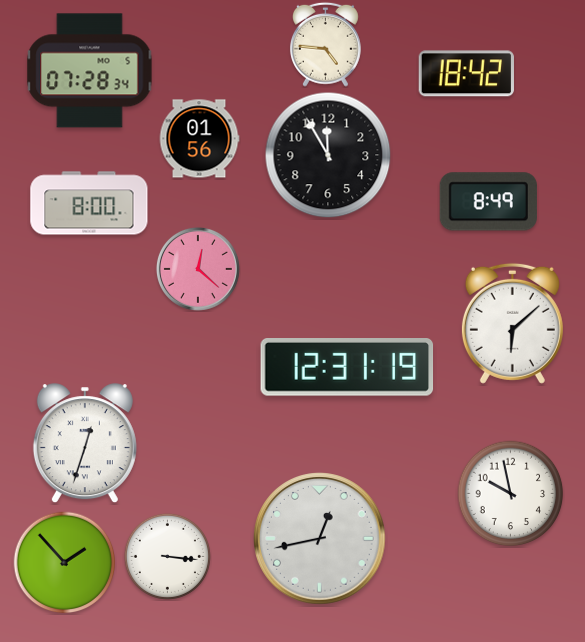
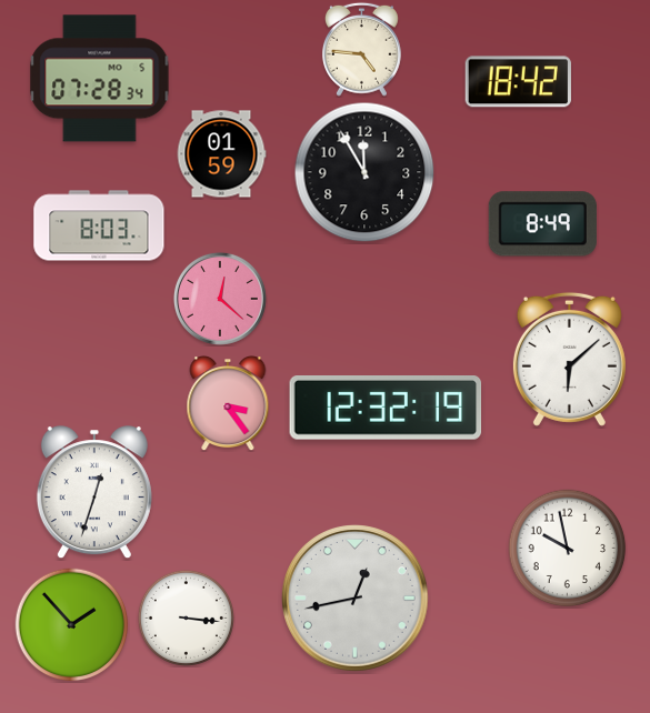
clock at (199, 139): 01:56 -> 01:59
clock at (89, 203): 8:00 -> 8:03
clock at (228, 404): none -> 3:24
clock at (347, 368): 12:31 -> 12:32
